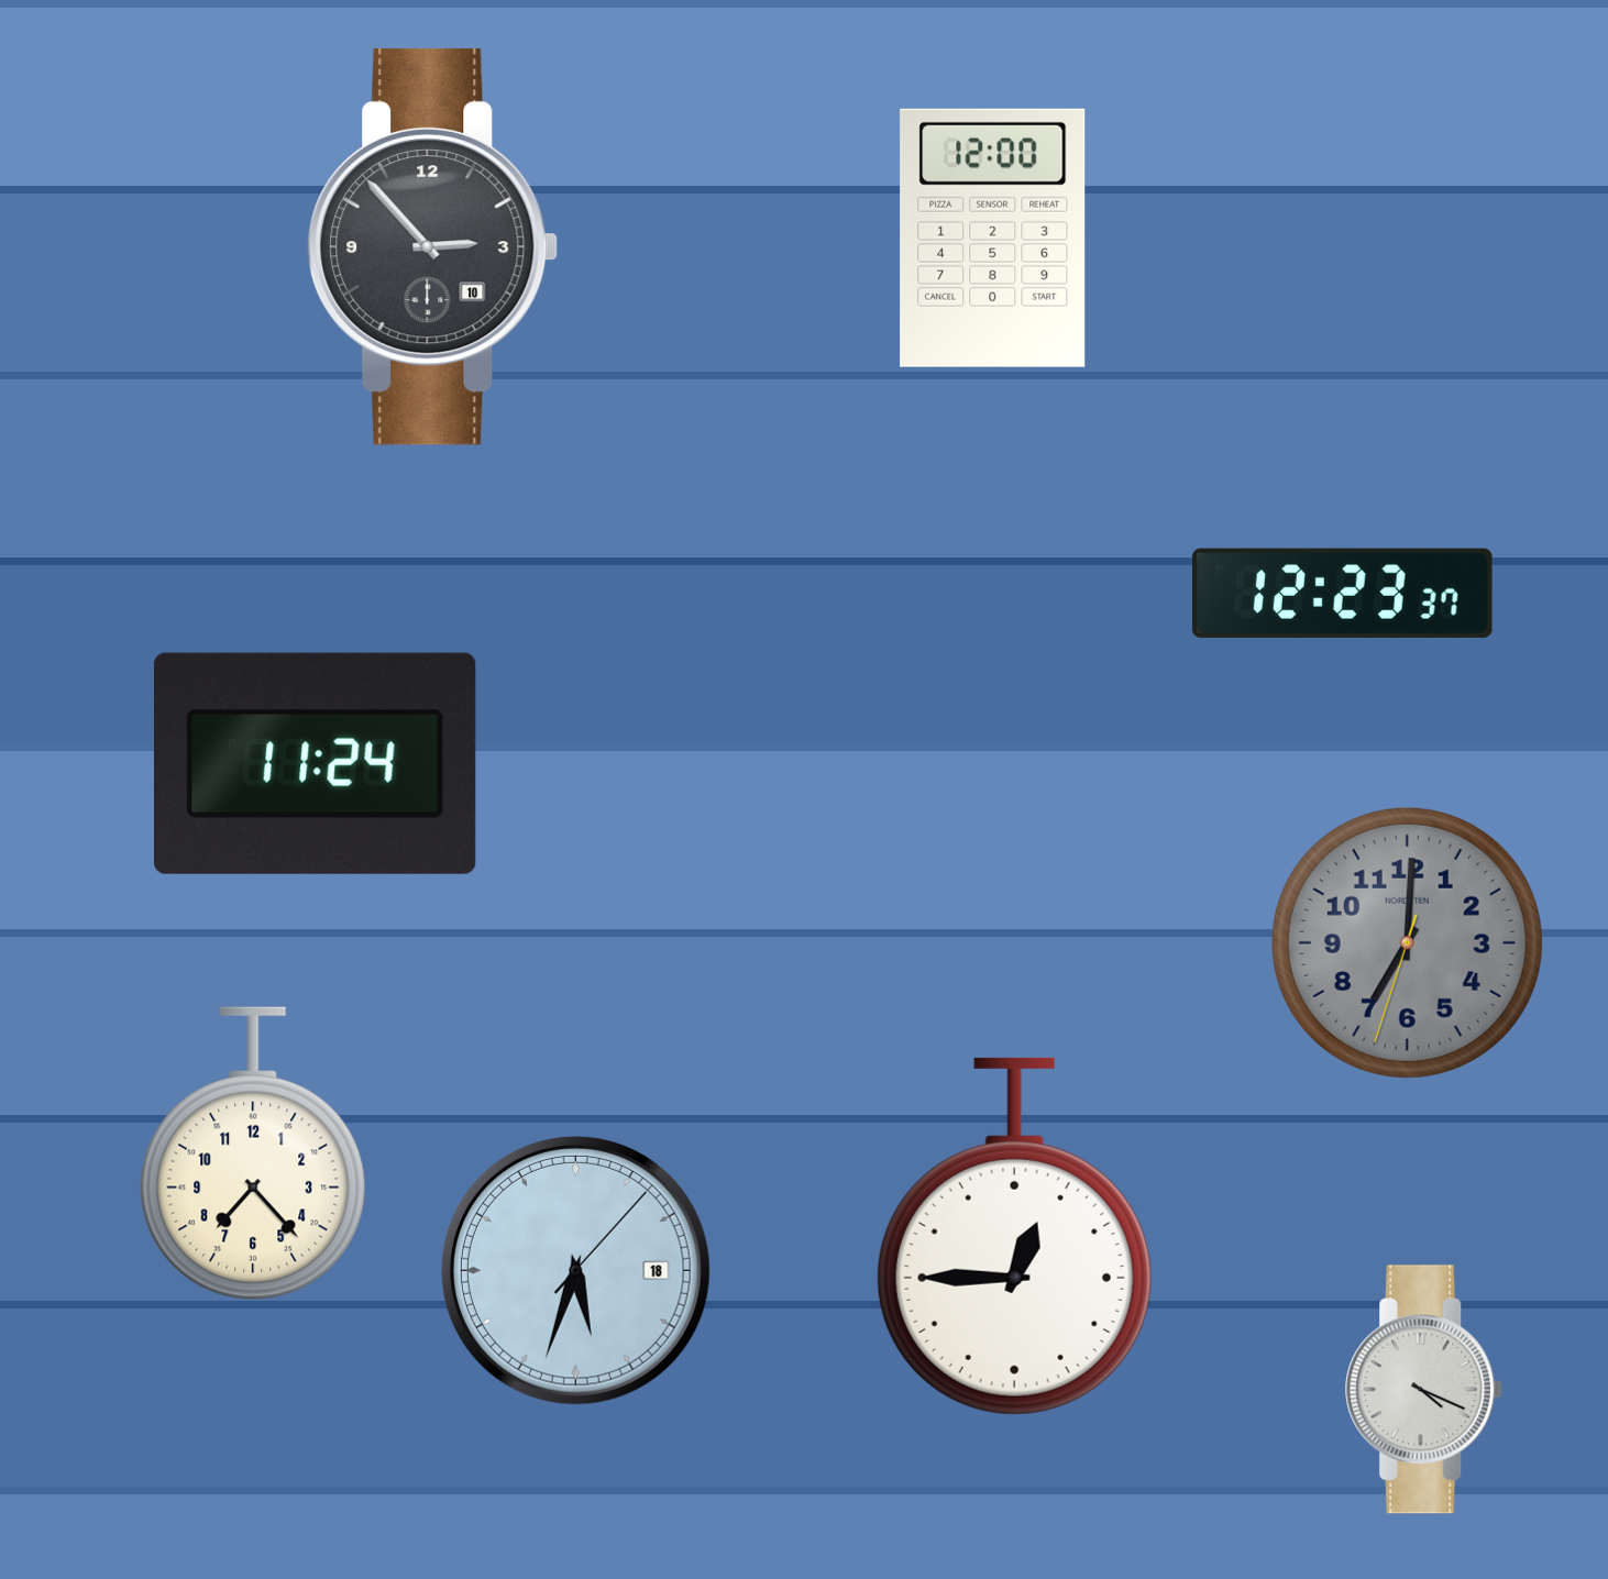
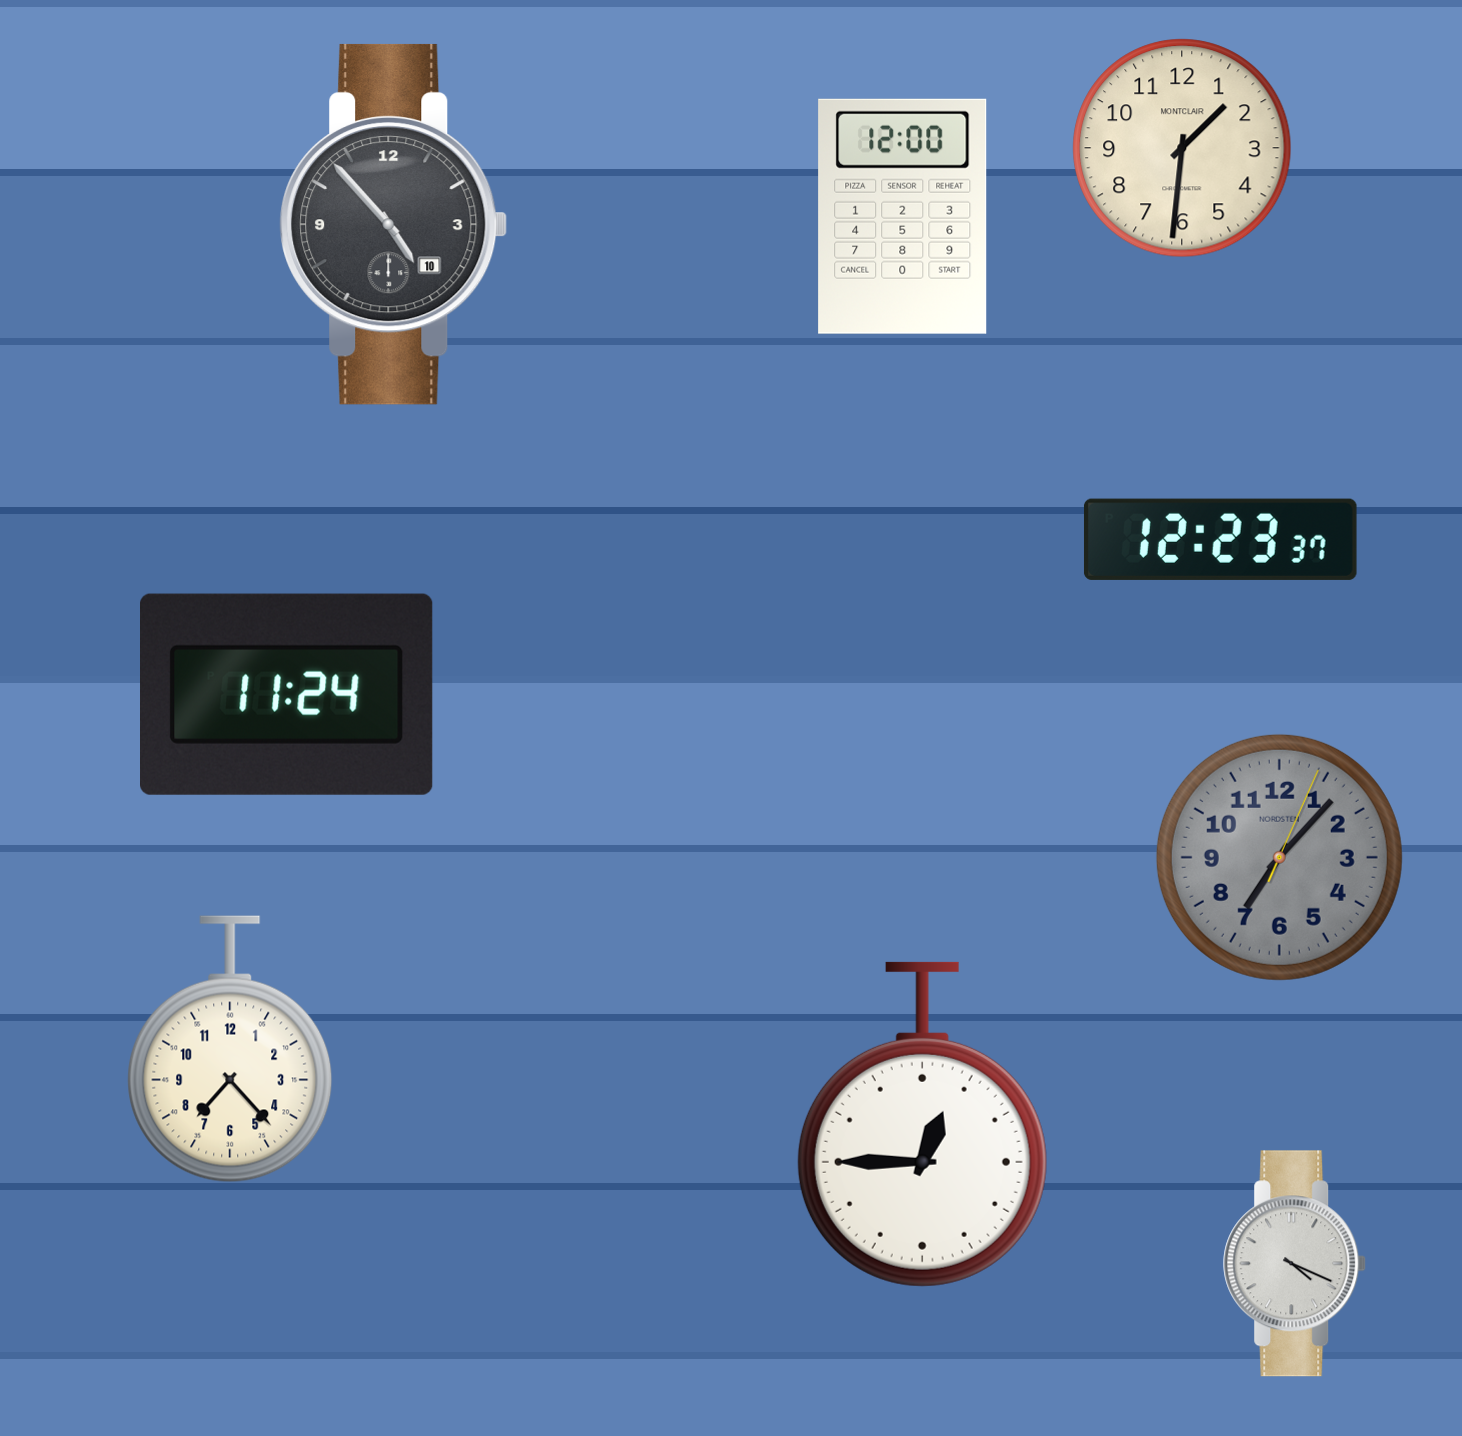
clock at (1182, 148): none -> 1:31
clock at (433, 246): 2:53 -> 4:53
clock at (1407, 942): 7:00 -> 7:07
clock at (575, 1270): 5:33 -> none
